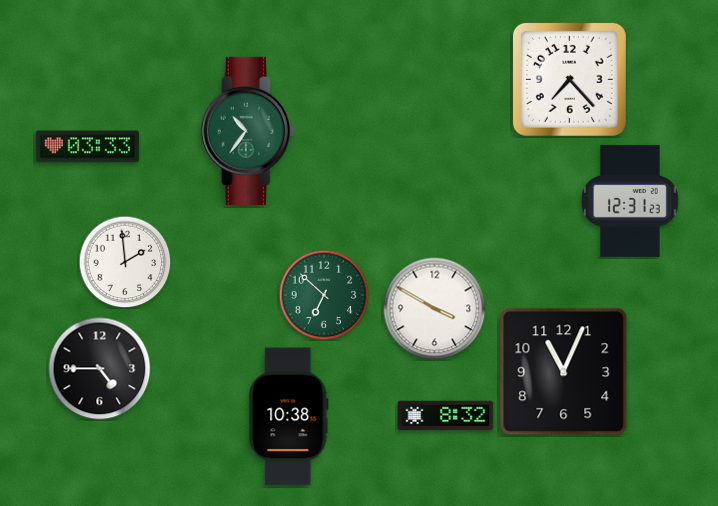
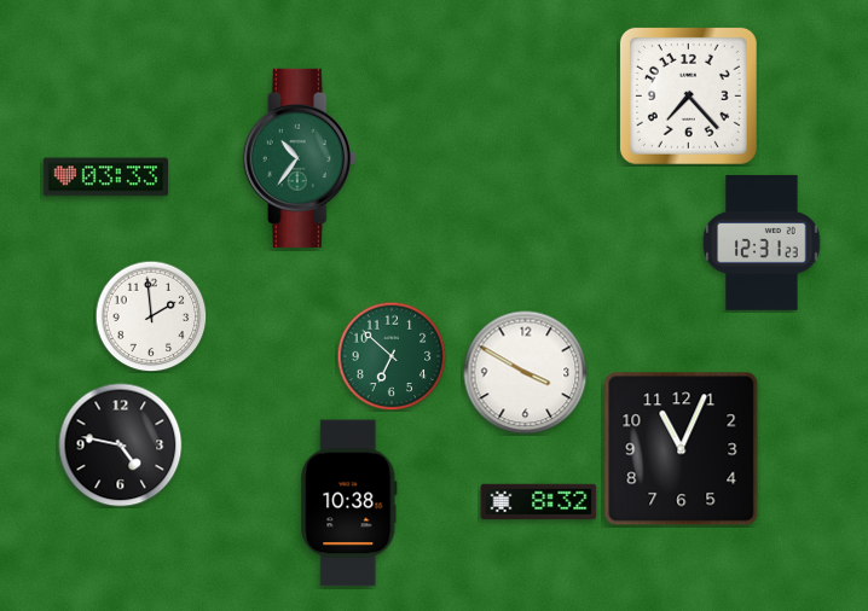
clock at (100, 369): 4:45 -> 4:47
